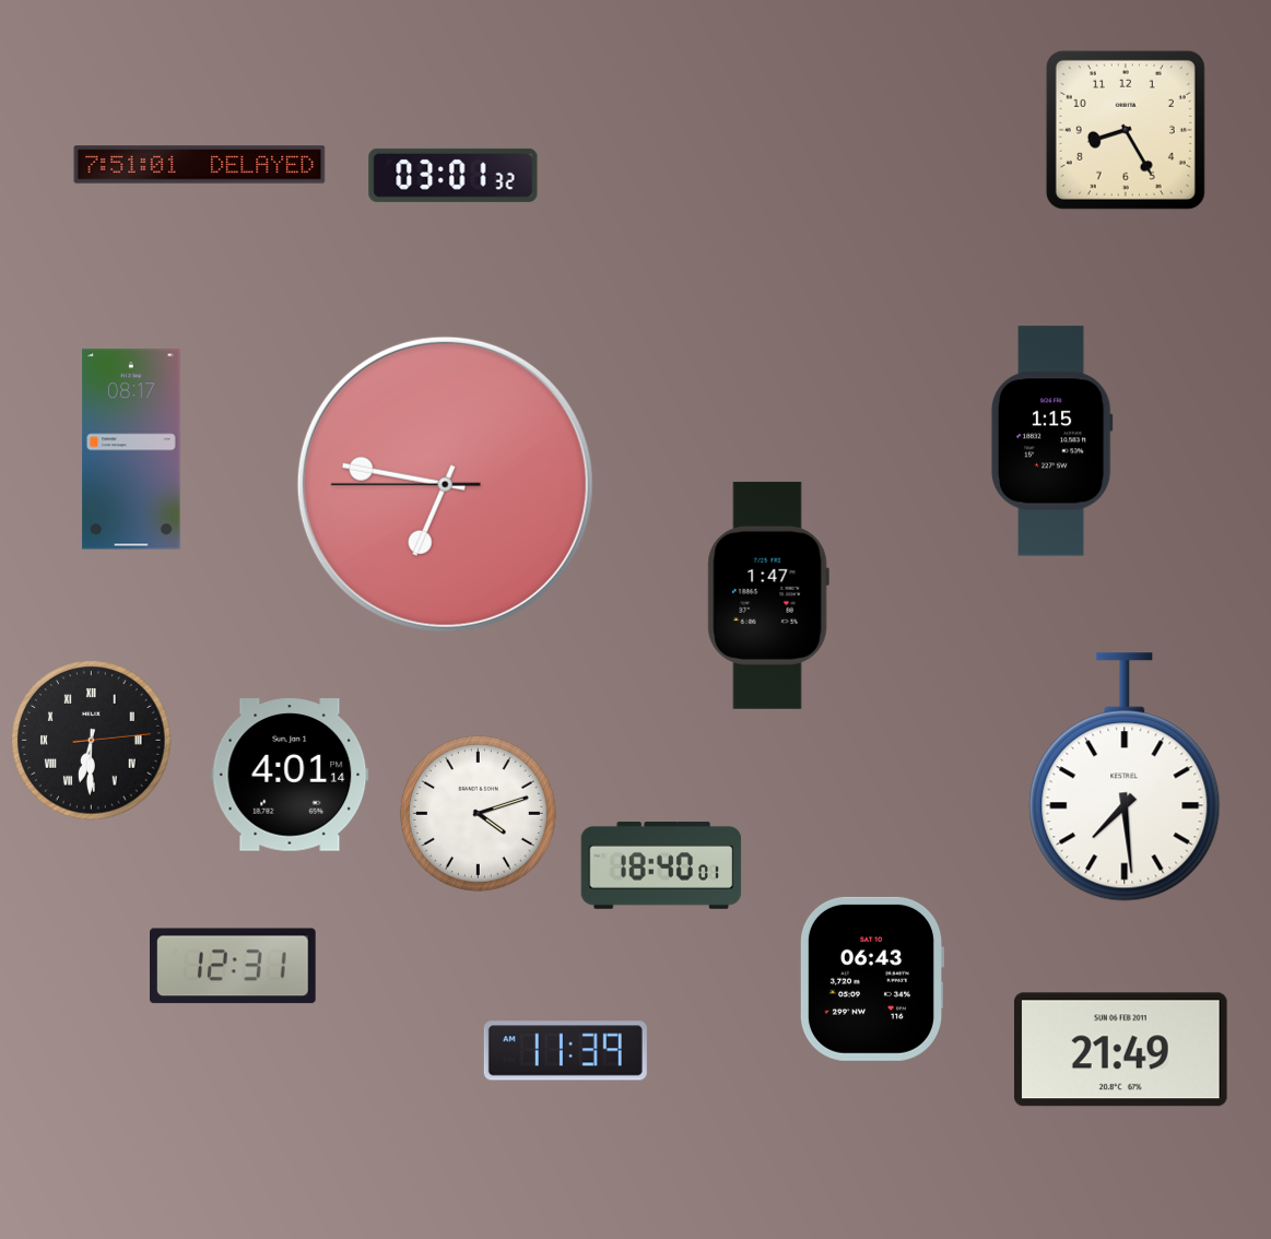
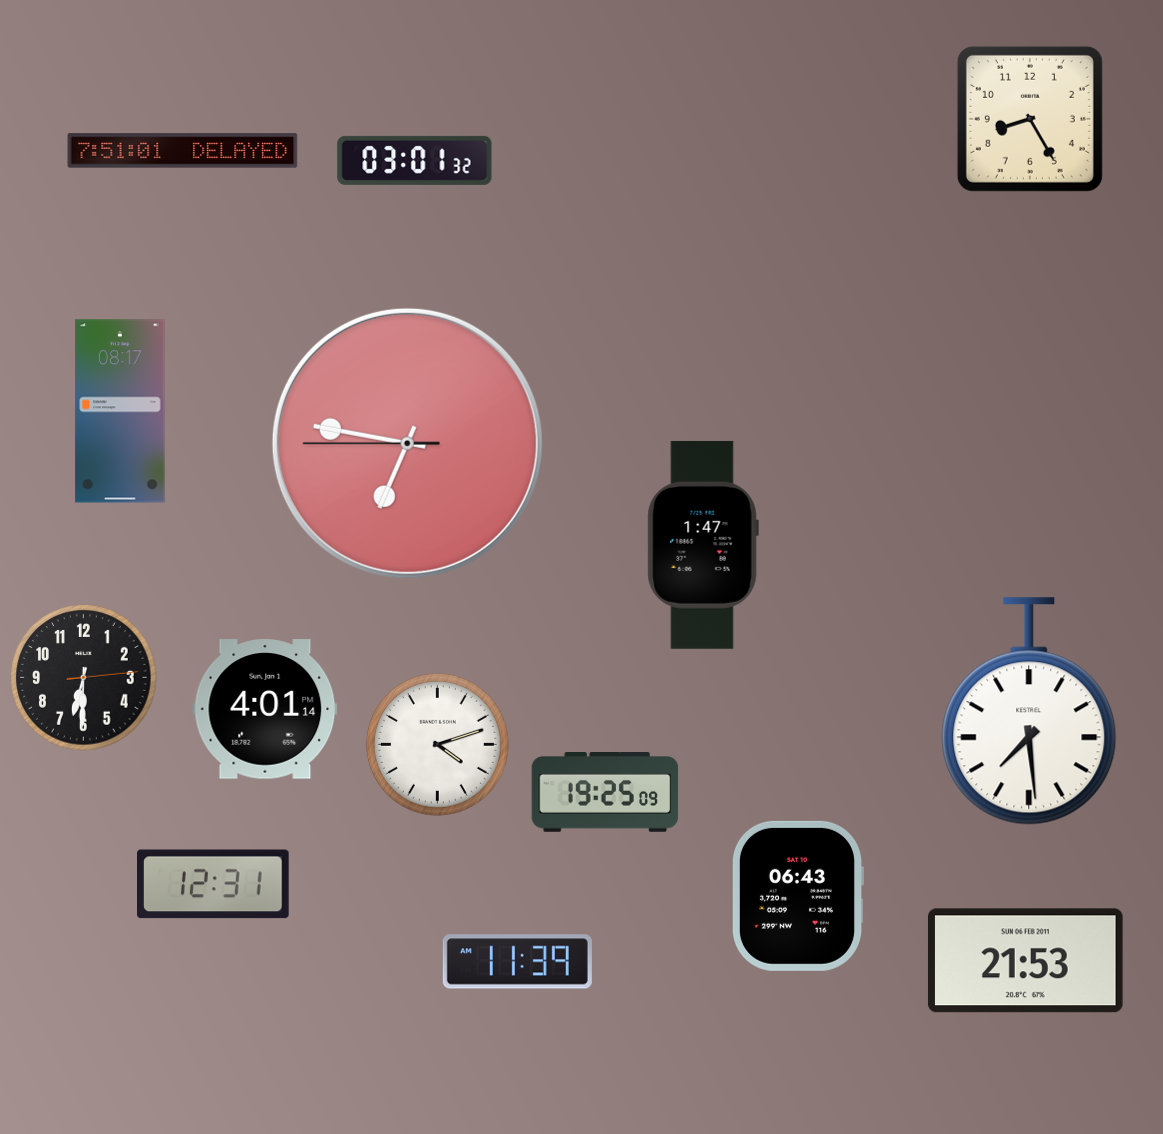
clock at (1051, 441): 1:15 -> none
clock at (92, 741) numerals: Roman -> Arabic
clock at (661, 866): 18:40 -> 19:25
clock at (1120, 1050): 21:49 -> 21:53
